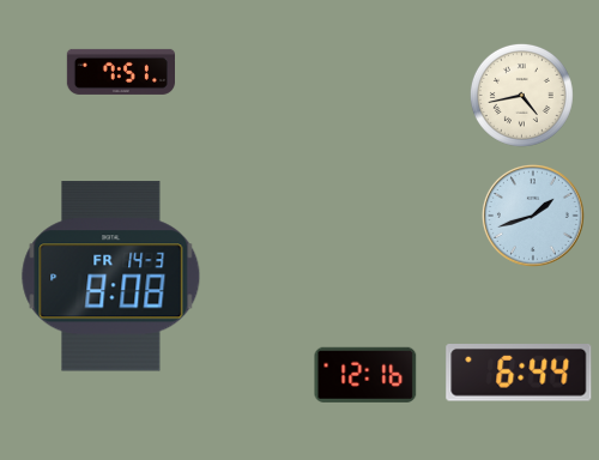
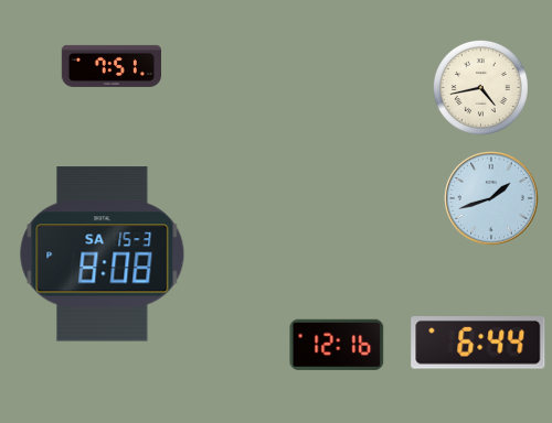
clock at (111, 277) date: FR 14-3 -> SA 15-3
